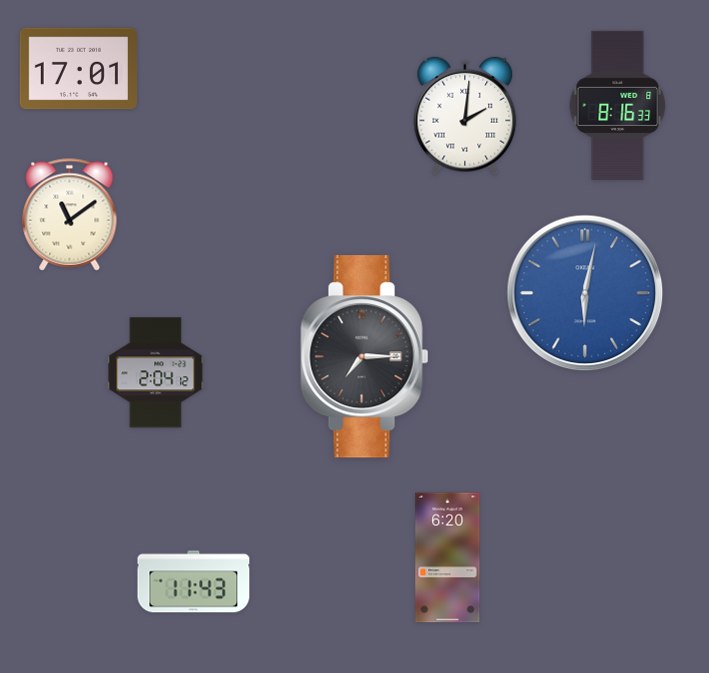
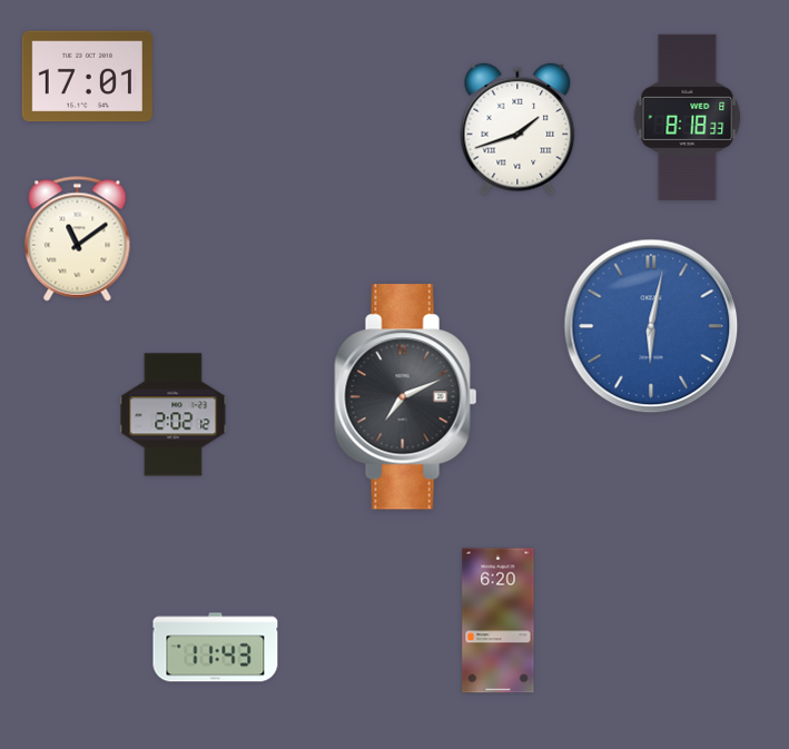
clock at (618, 105): 8:16 -> 8:18
clock at (465, 116): 2:01 -> 1:42
clock at (365, 357): 7:15 -> 7:11
clock at (156, 373): 2:04 -> 2:02
